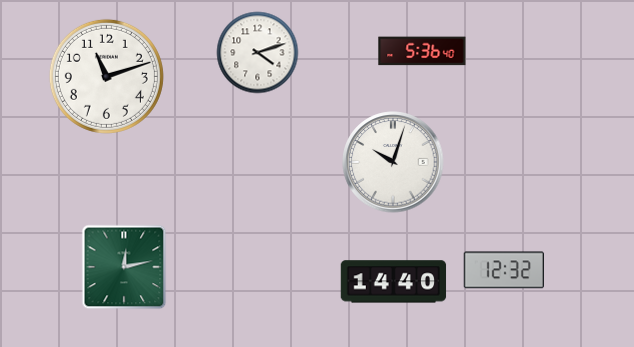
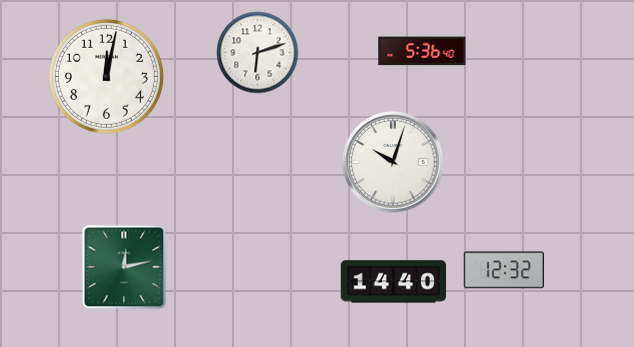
clock at (258, 53): 4:12 -> 6:12
clock at (106, 76): 11:12 -> 12:02
